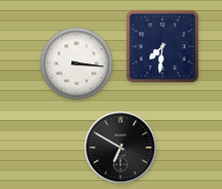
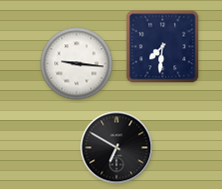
clock at (77, 64): 3:16 -> 9:16
clock at (121, 148) position: (121, 148) -> (117, 148)
